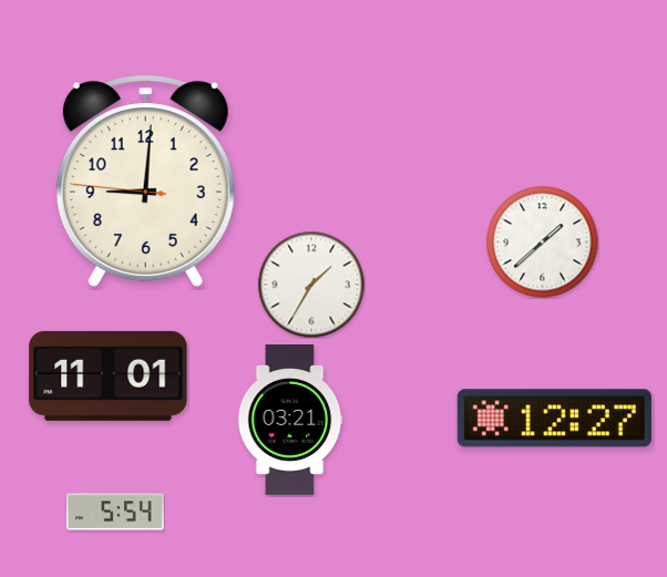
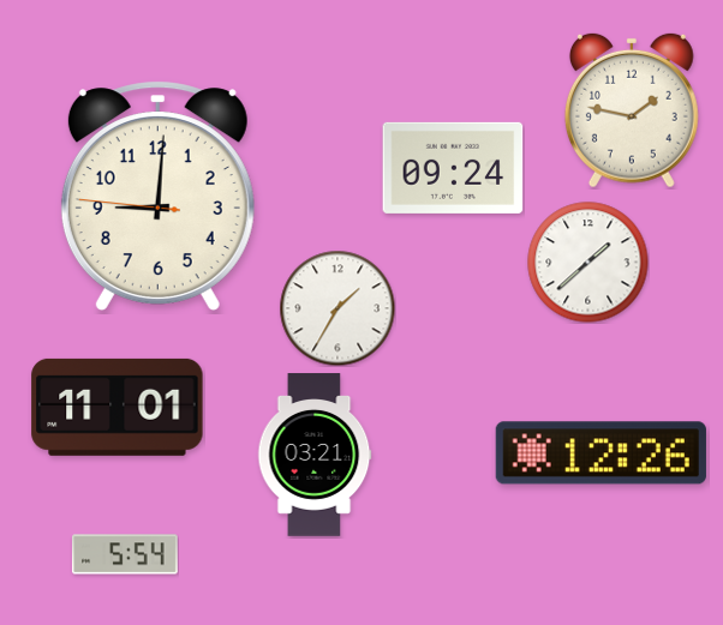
clock at (632, 110): none -> 1:47
clock at (453, 168): none -> 09:24
clock at (554, 419): 12:27 -> 12:26
